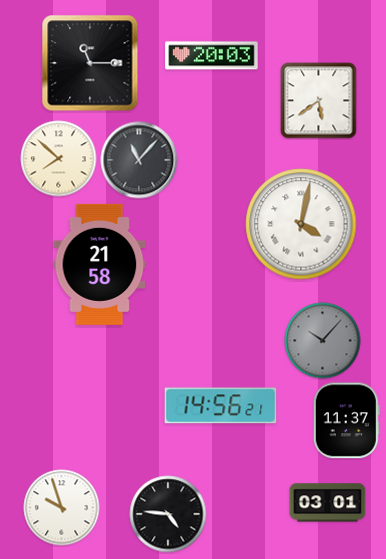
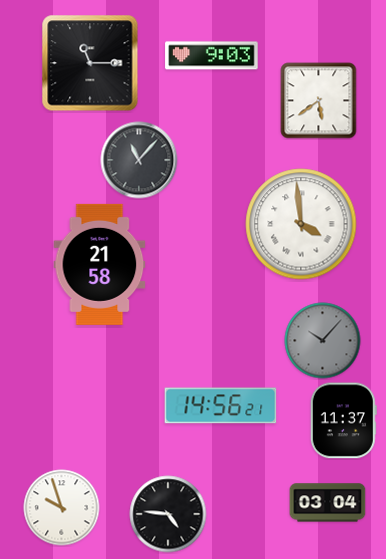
clock at (212, 56): 20:03 -> 9:03
clock at (59, 159): 7:52 -> none
clock at (301, 224): 4:02 -> 3:59
clock at (346, 421) position: (346, 421) -> (343, 421)
clock at (328, 503): 03:01 -> 03:04
